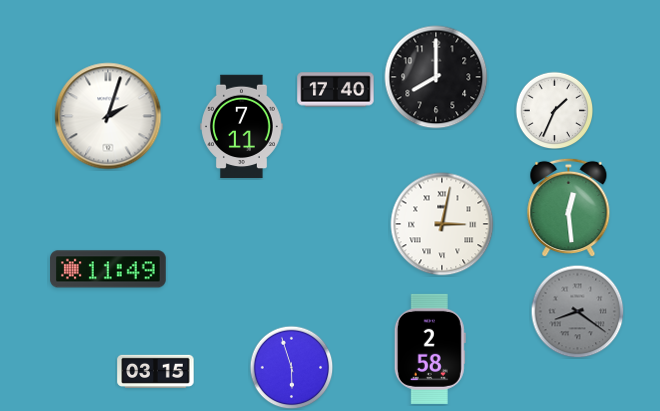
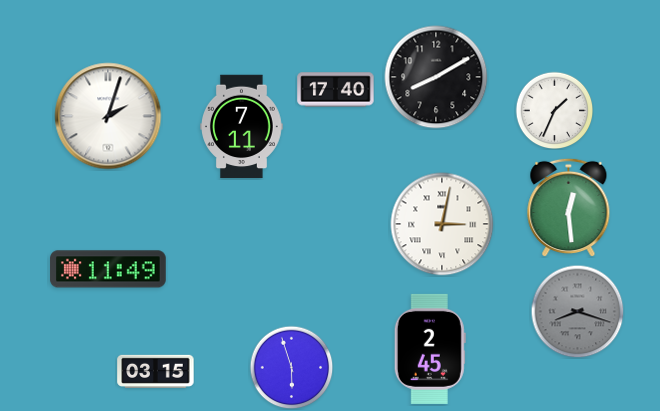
clock at (436, 77): 8:00 -> 8:10
clock at (577, 311): 8:21 -> 8:18
clock at (430, 349): 2:58 -> 2:45
